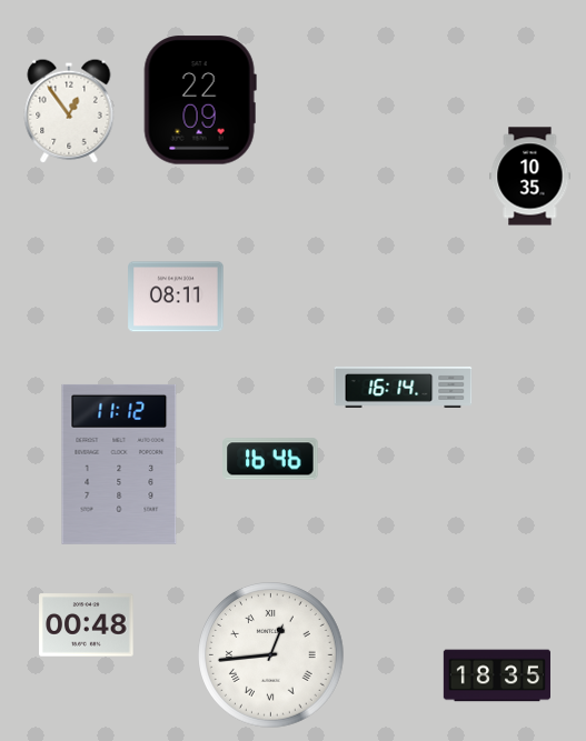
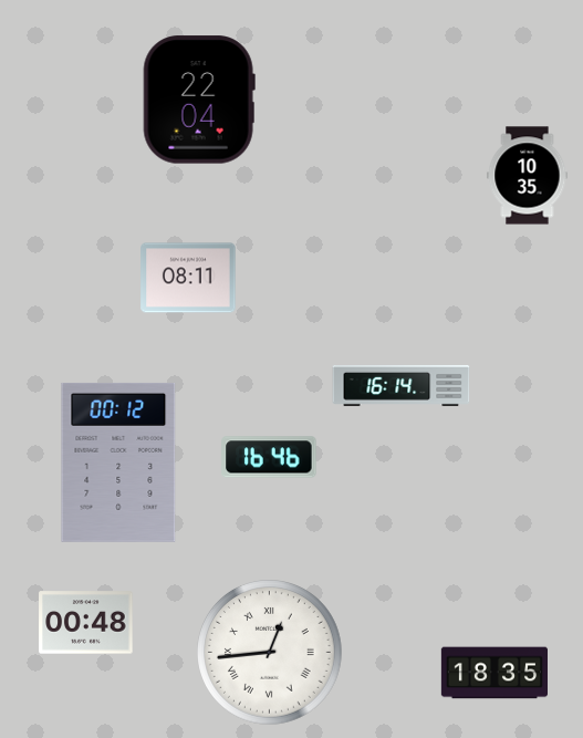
clock at (200, 100): 22:09 -> 22:04
clock at (69, 111): 12:54 -> none
clock at (176, 297) position: (176, 297) -> (188, 278)
clock at (119, 464): 11:12 -> 00:12
